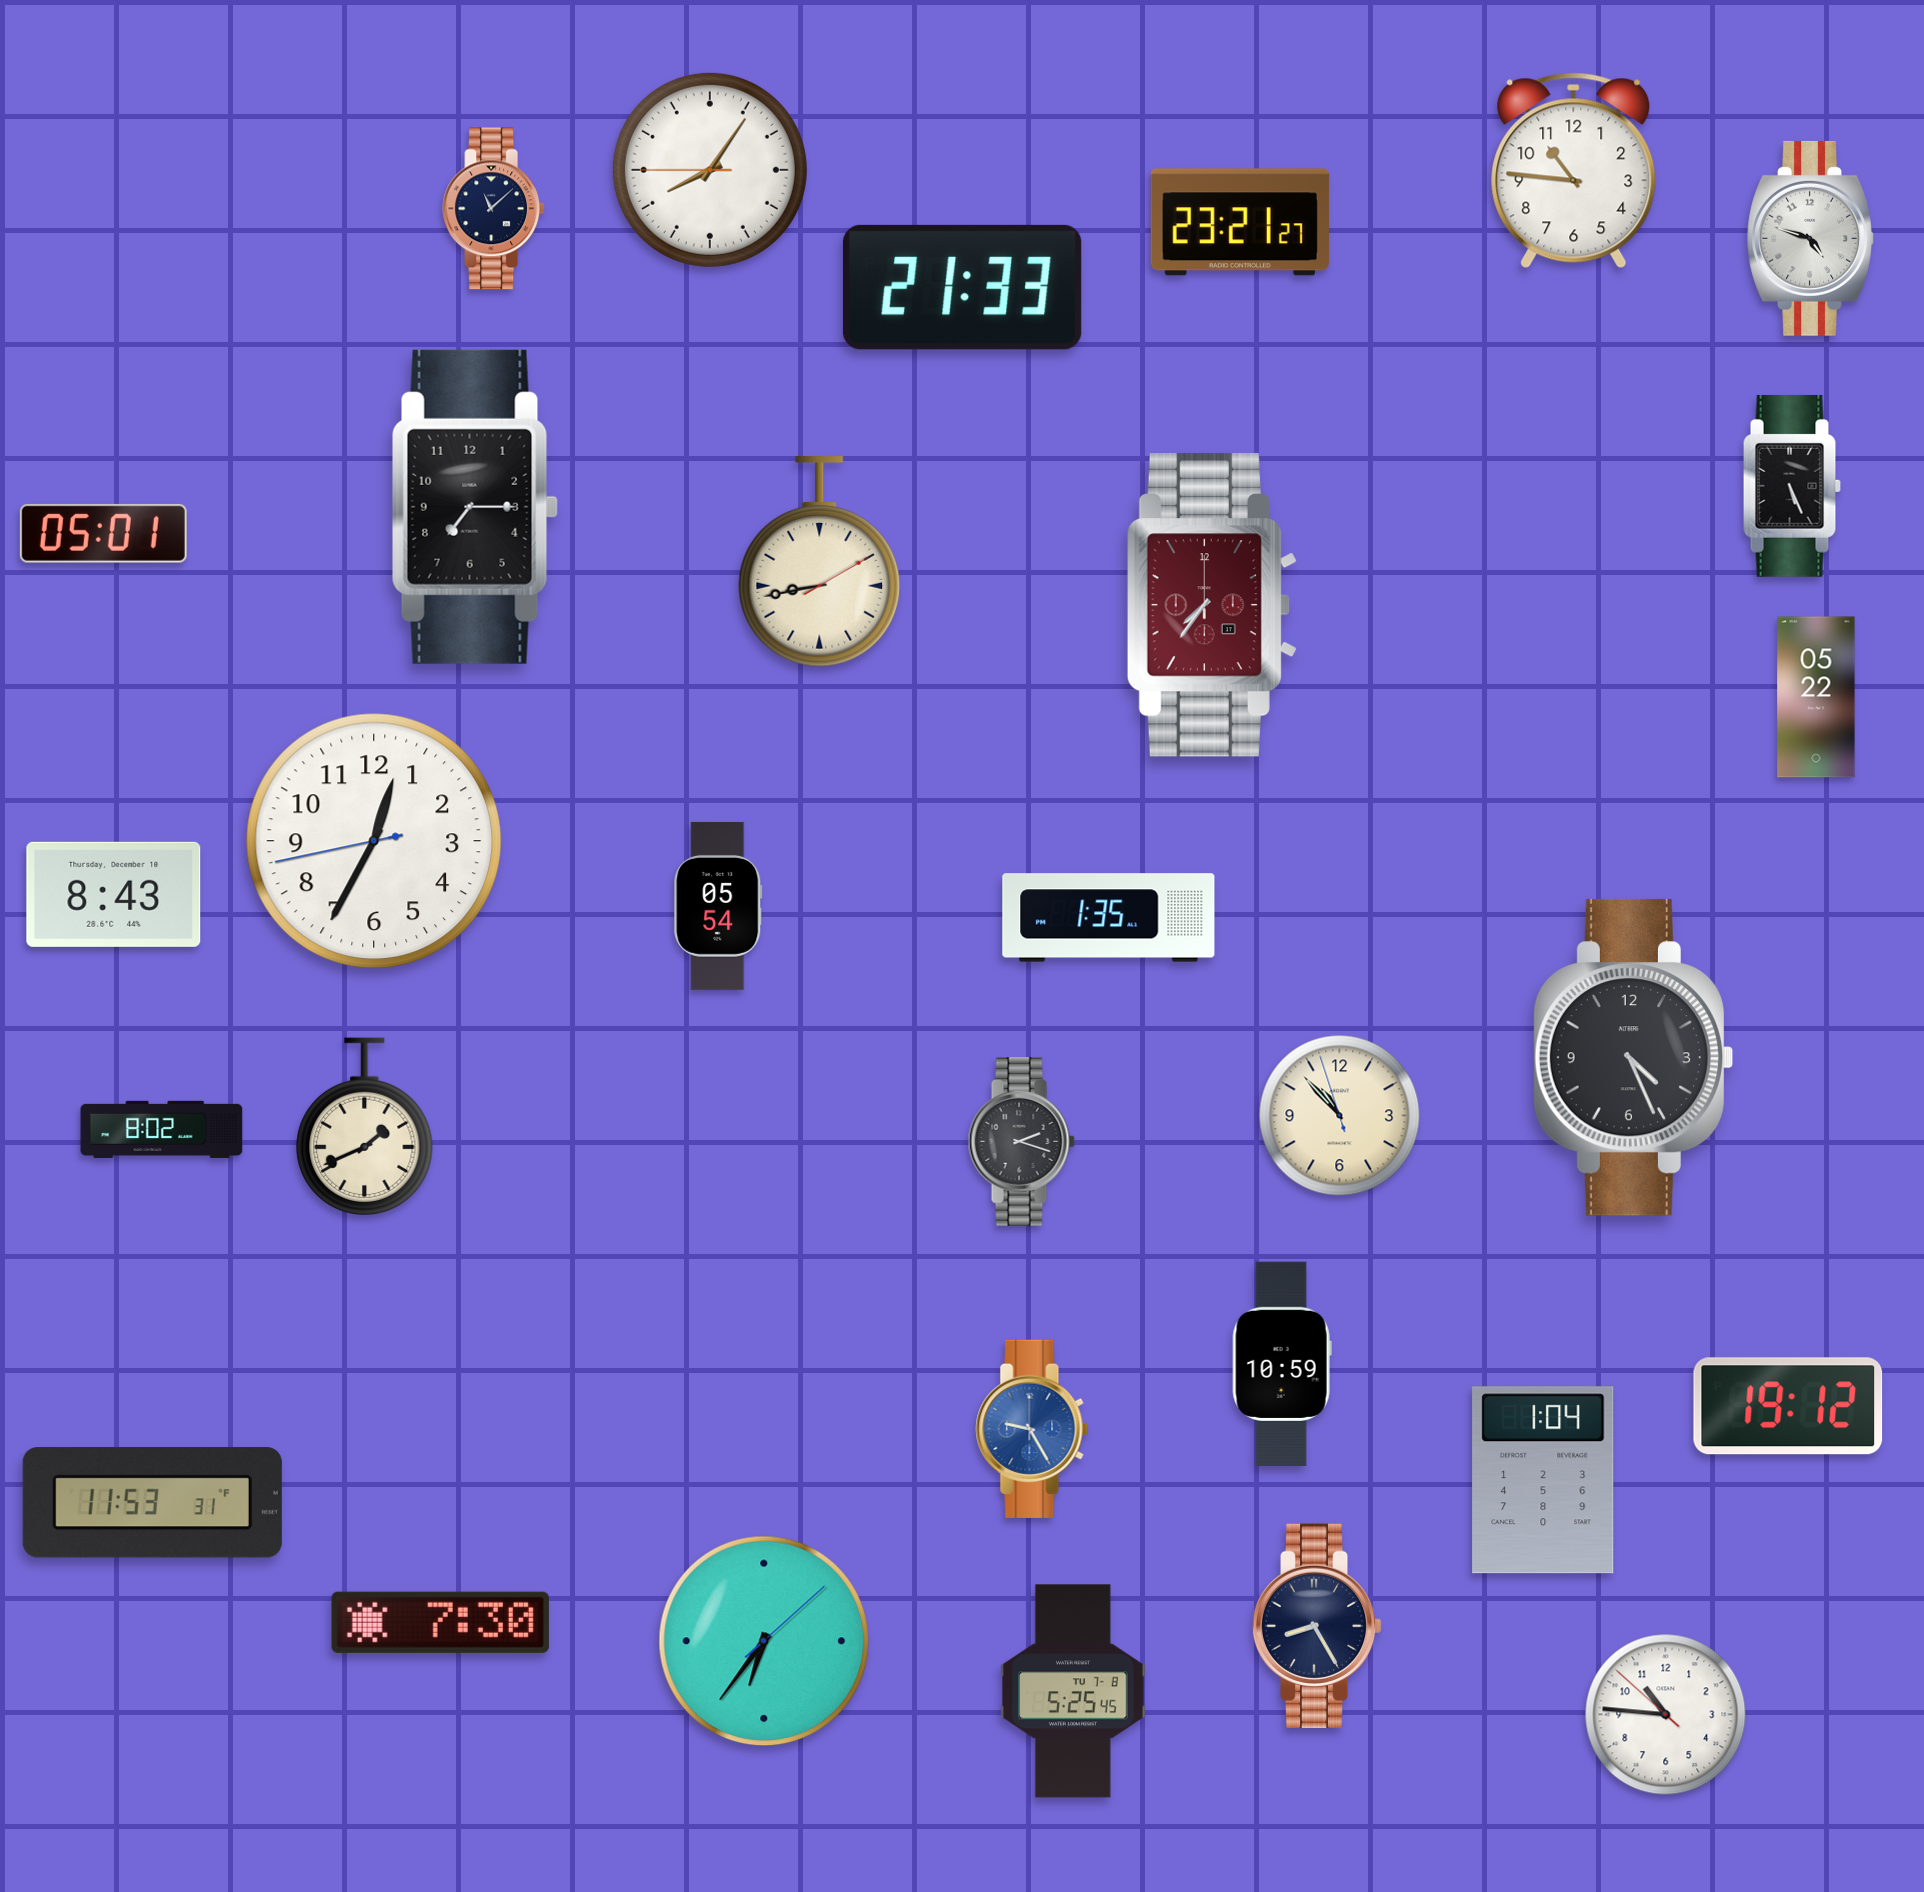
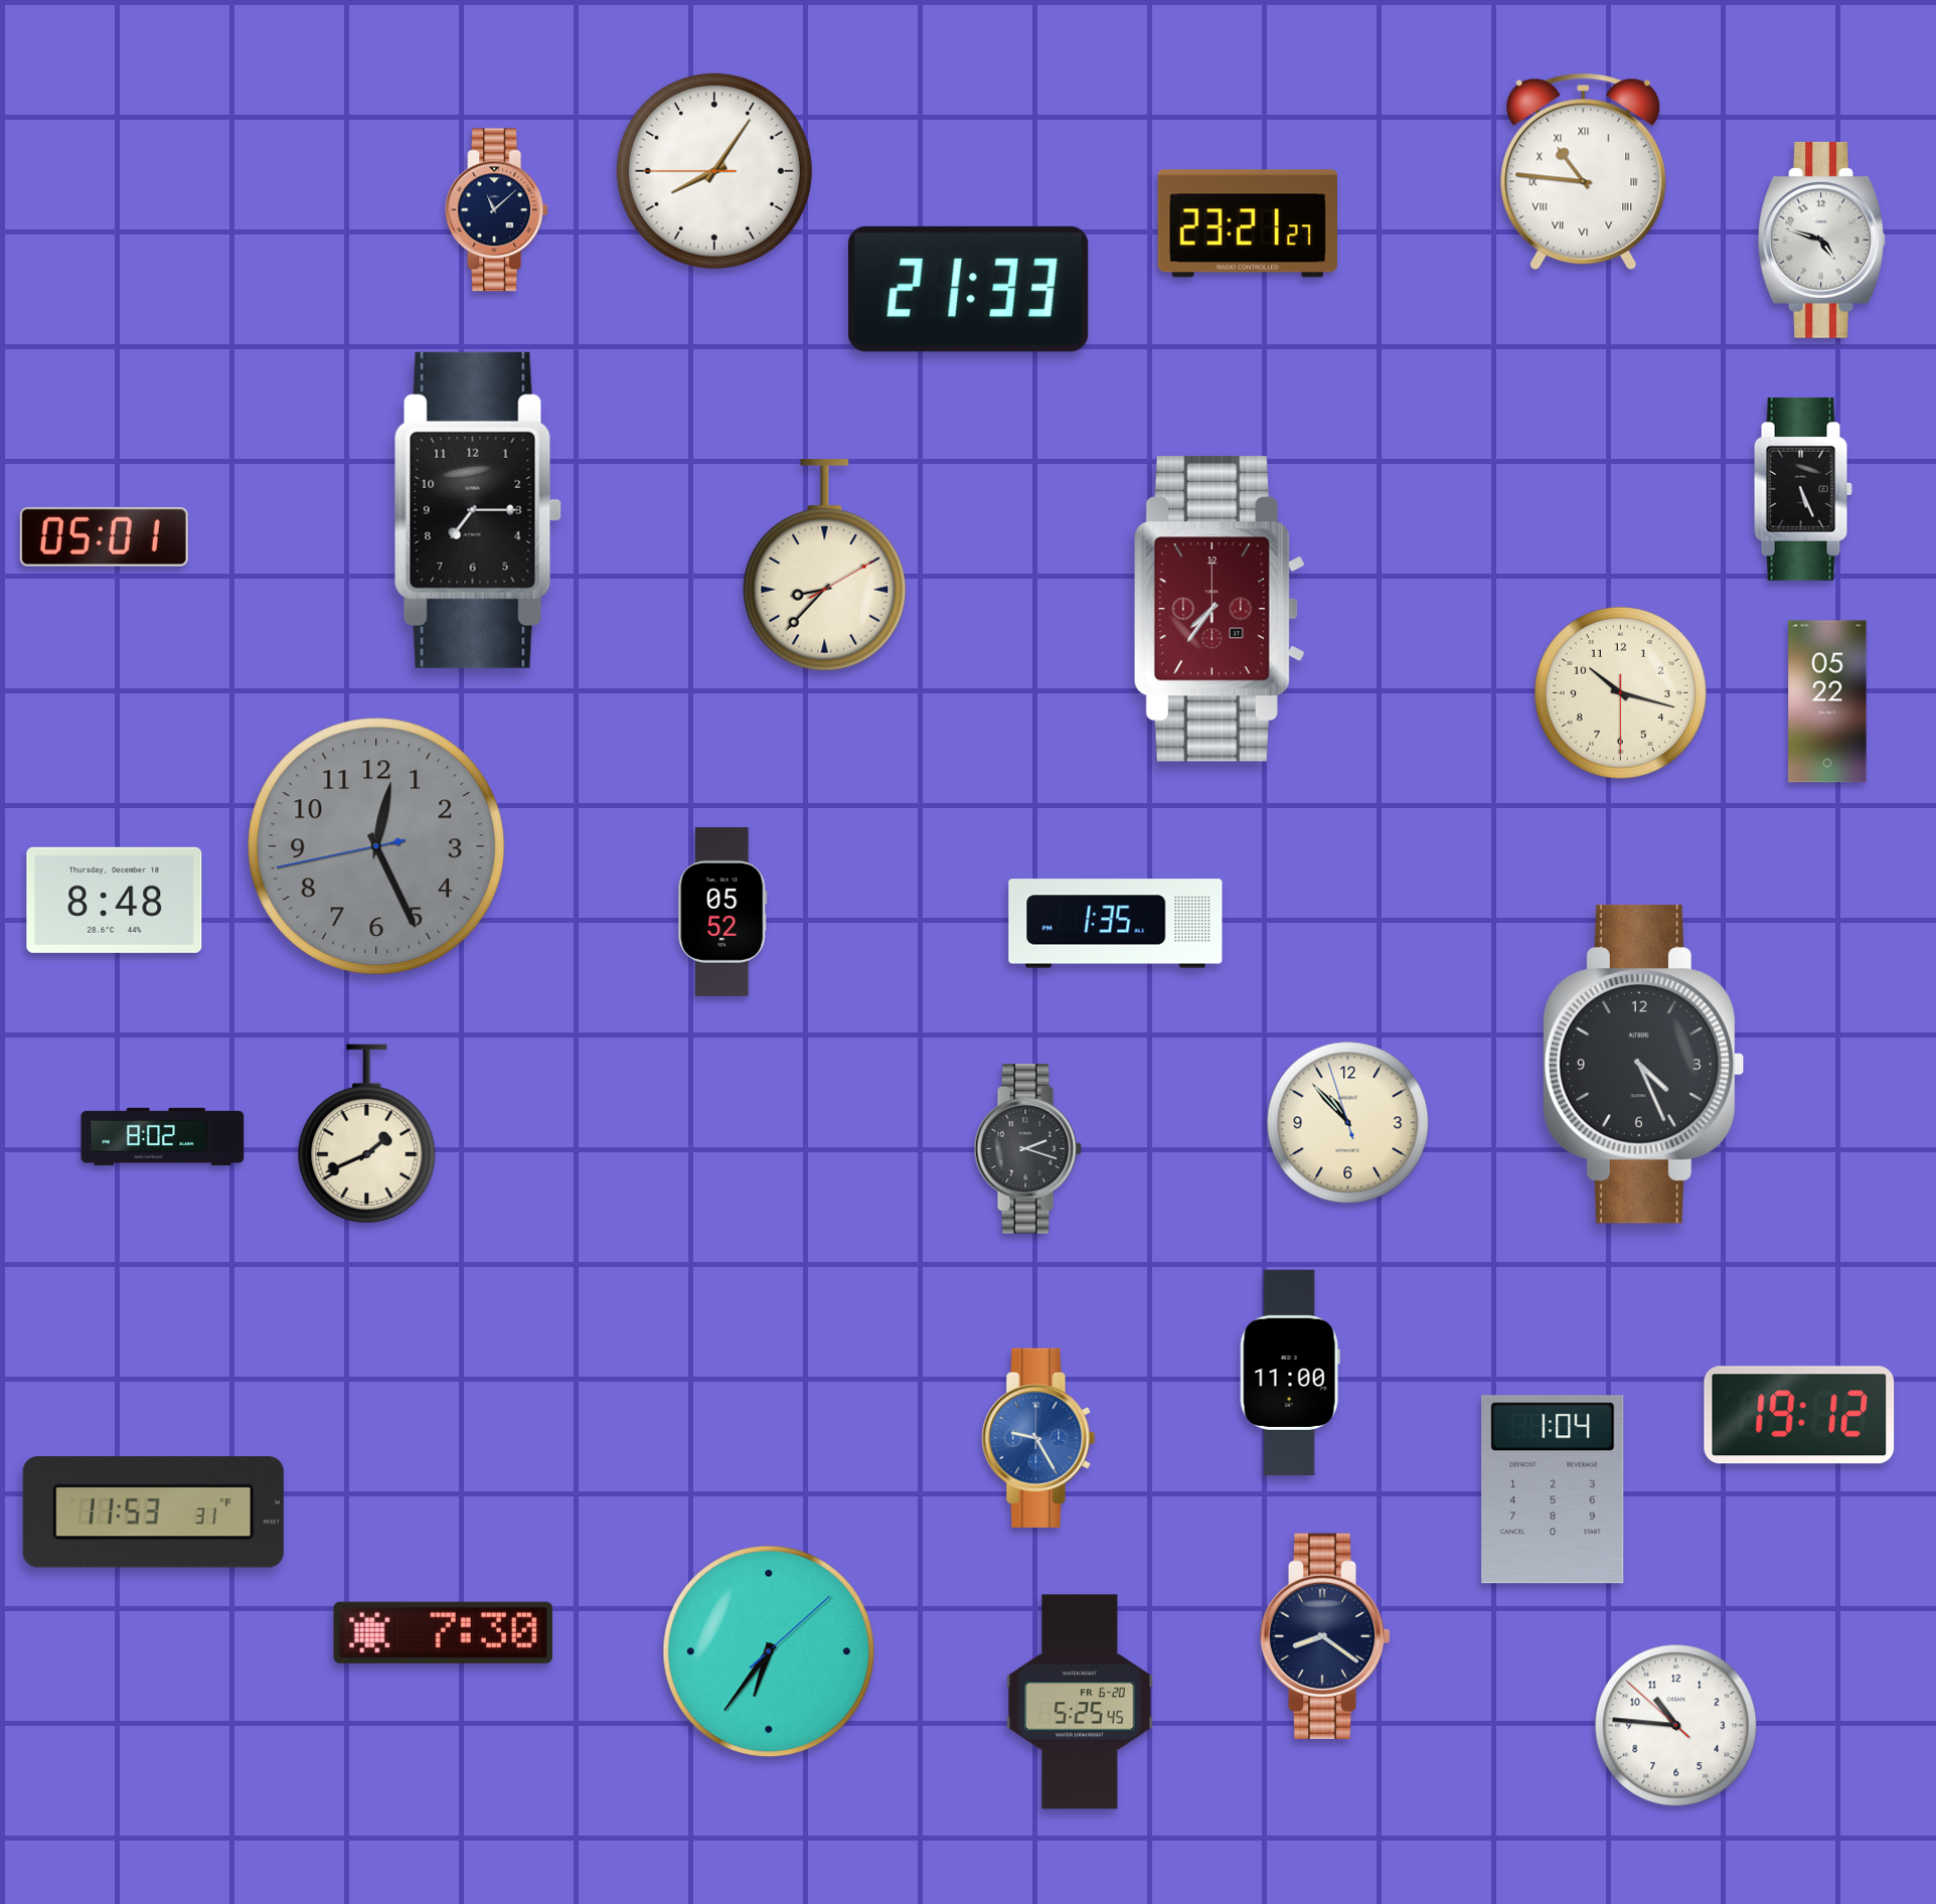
clock at (1574, 171) numerals: Arabic -> Roman
clock at (820, 562): 8:43 -> 8:37
clock at (1620, 692): none -> 10:17
clock at (374, 841): 12:34 -> 12:25
clock at (374, 841) dial: white -> grey
clock at (114, 894): 8:43 -> 8:48
clock at (718, 906): 05:54 -> 05:52
clock at (1282, 1363): 10:59 -> 11:00
clock at (1317, 1626): 8:25 -> 8:21
clock at (1073, 1691) date: TU 7-8 -> FR 6-20
